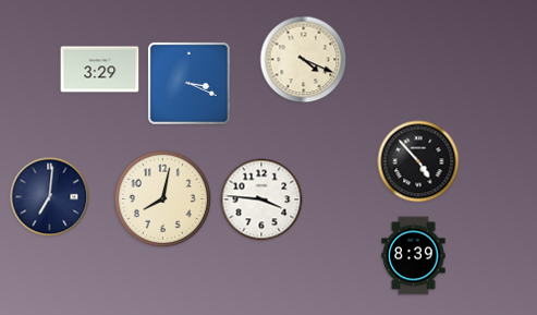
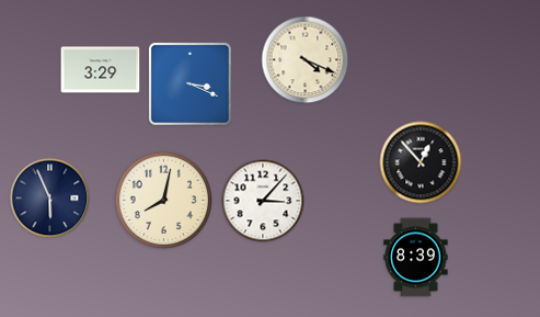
clock at (418, 161): 4:53 -> 12:53
clock at (50, 197): 7:01 -> 5:56
clock at (261, 199): 3:46 -> 3:07
